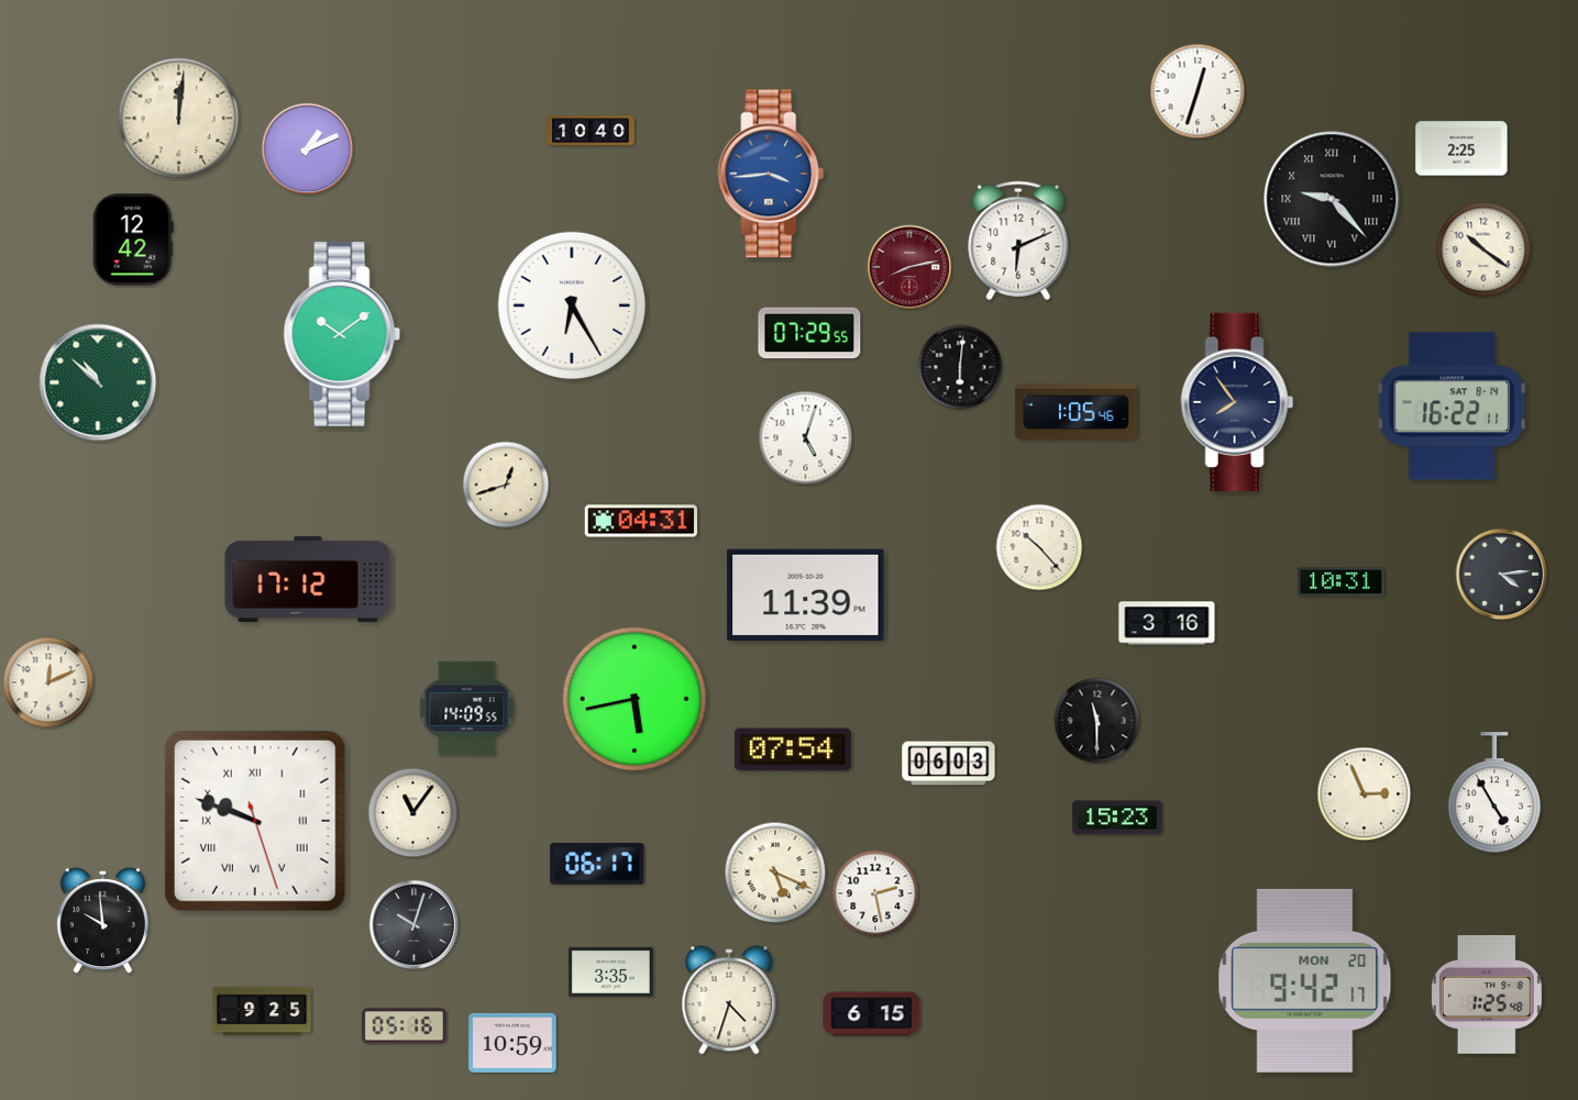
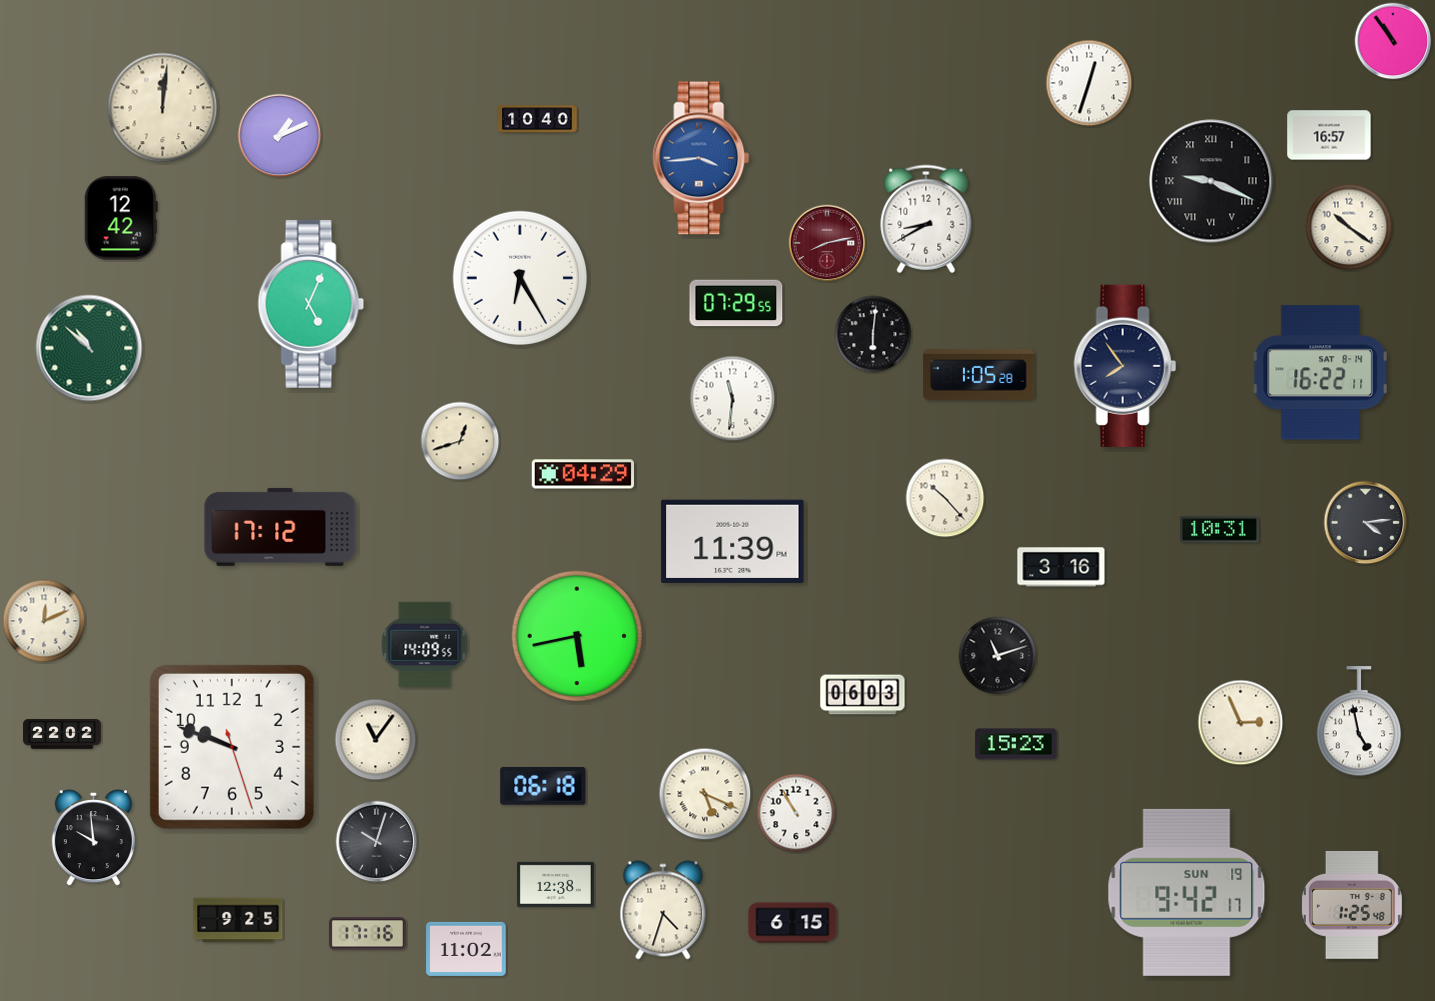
clock at (1393, 41): none -> 10:54
clock at (1461, 148): 2:25 -> 16:57
clock at (1332, 199): 9:23 -> 9:19
clock at (1018, 241): 6:11 -> 8:40
clock at (342, 334): 10:09 -> 5:04
clock at (1452, 407) position: (1452, 407) -> (1320, 373)
clock at (1077, 411): 1:05:46 -> 1:05:28
clock at (806, 438): 5:03 -> 11:31
clock at (641, 521): 04:31 -> 04:29
clock at (1097, 721): 11:30 -> 11:12
clock at (793, 749): 07:54 -> none
clock at (1494, 793): 4:55 -> 4:58
clock at (62, 734): none -> 22:02
clock at (255, 821) numerals: Roman -> Arabic
clock at (597, 864): 06:17 -> 06:18
clock at (875, 893): 2:28 -> 10:55
clock at (611, 971): 3:35 -> 12:38
clock at (1305, 980) date: MON 20 -> SUN 19
clock at (404, 1026): 05:16 -> 17:16
clock at (512, 1043): 10:59 -> 11:02
